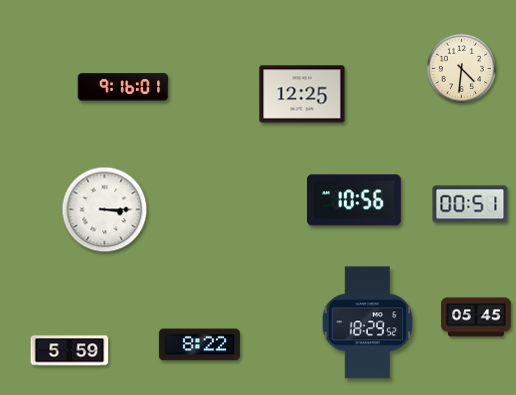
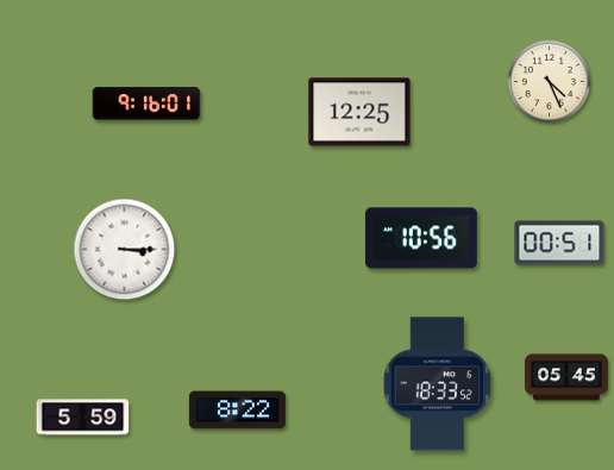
clock at (462, 69): 4:31 -> 4:26
clock at (368, 323): 18:29 -> 18:33
